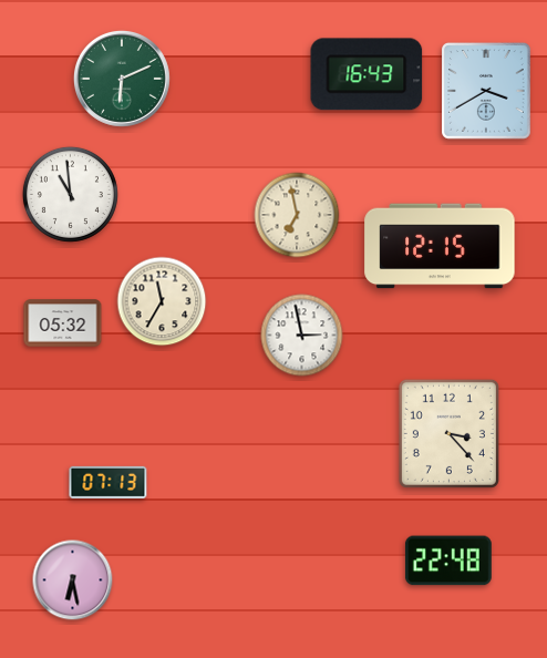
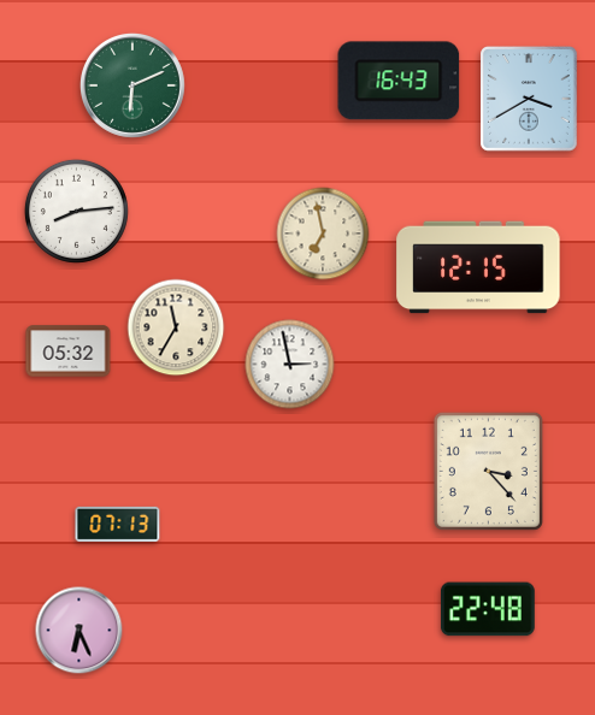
clock at (70, 194): 10:59 -> 8:14
clock at (302, 336) position: (302, 336) -> (290, 365)
clock at (73, 580): 6:28 -> 6:26
